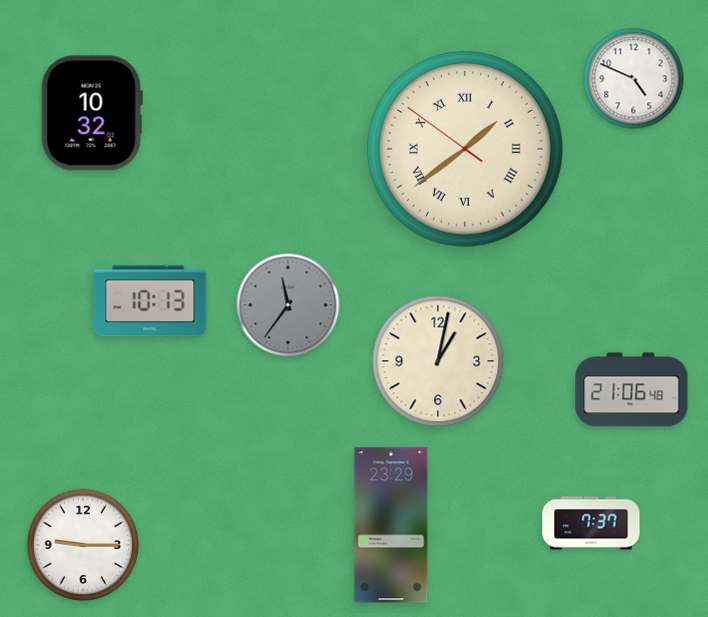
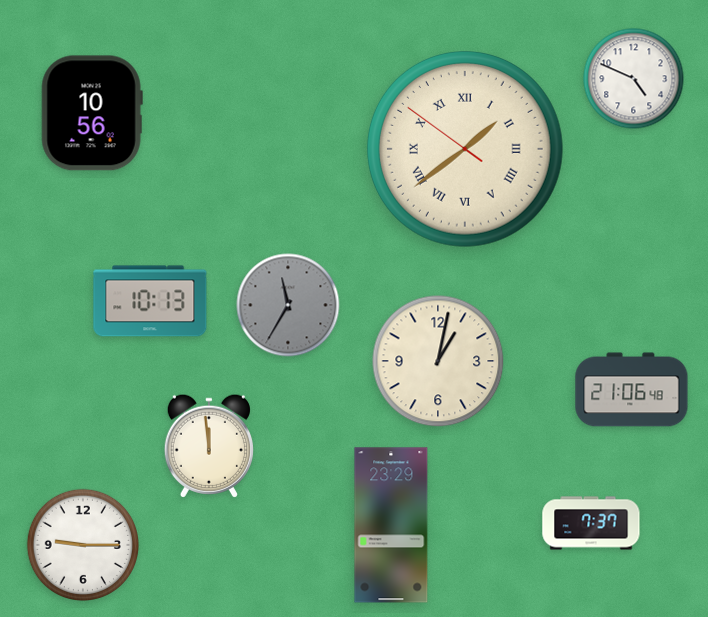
clock at (92, 113): 10:32 -> 10:56
clock at (288, 305): 11:36 -> 11:35
clock at (209, 446): none -> 11:59
